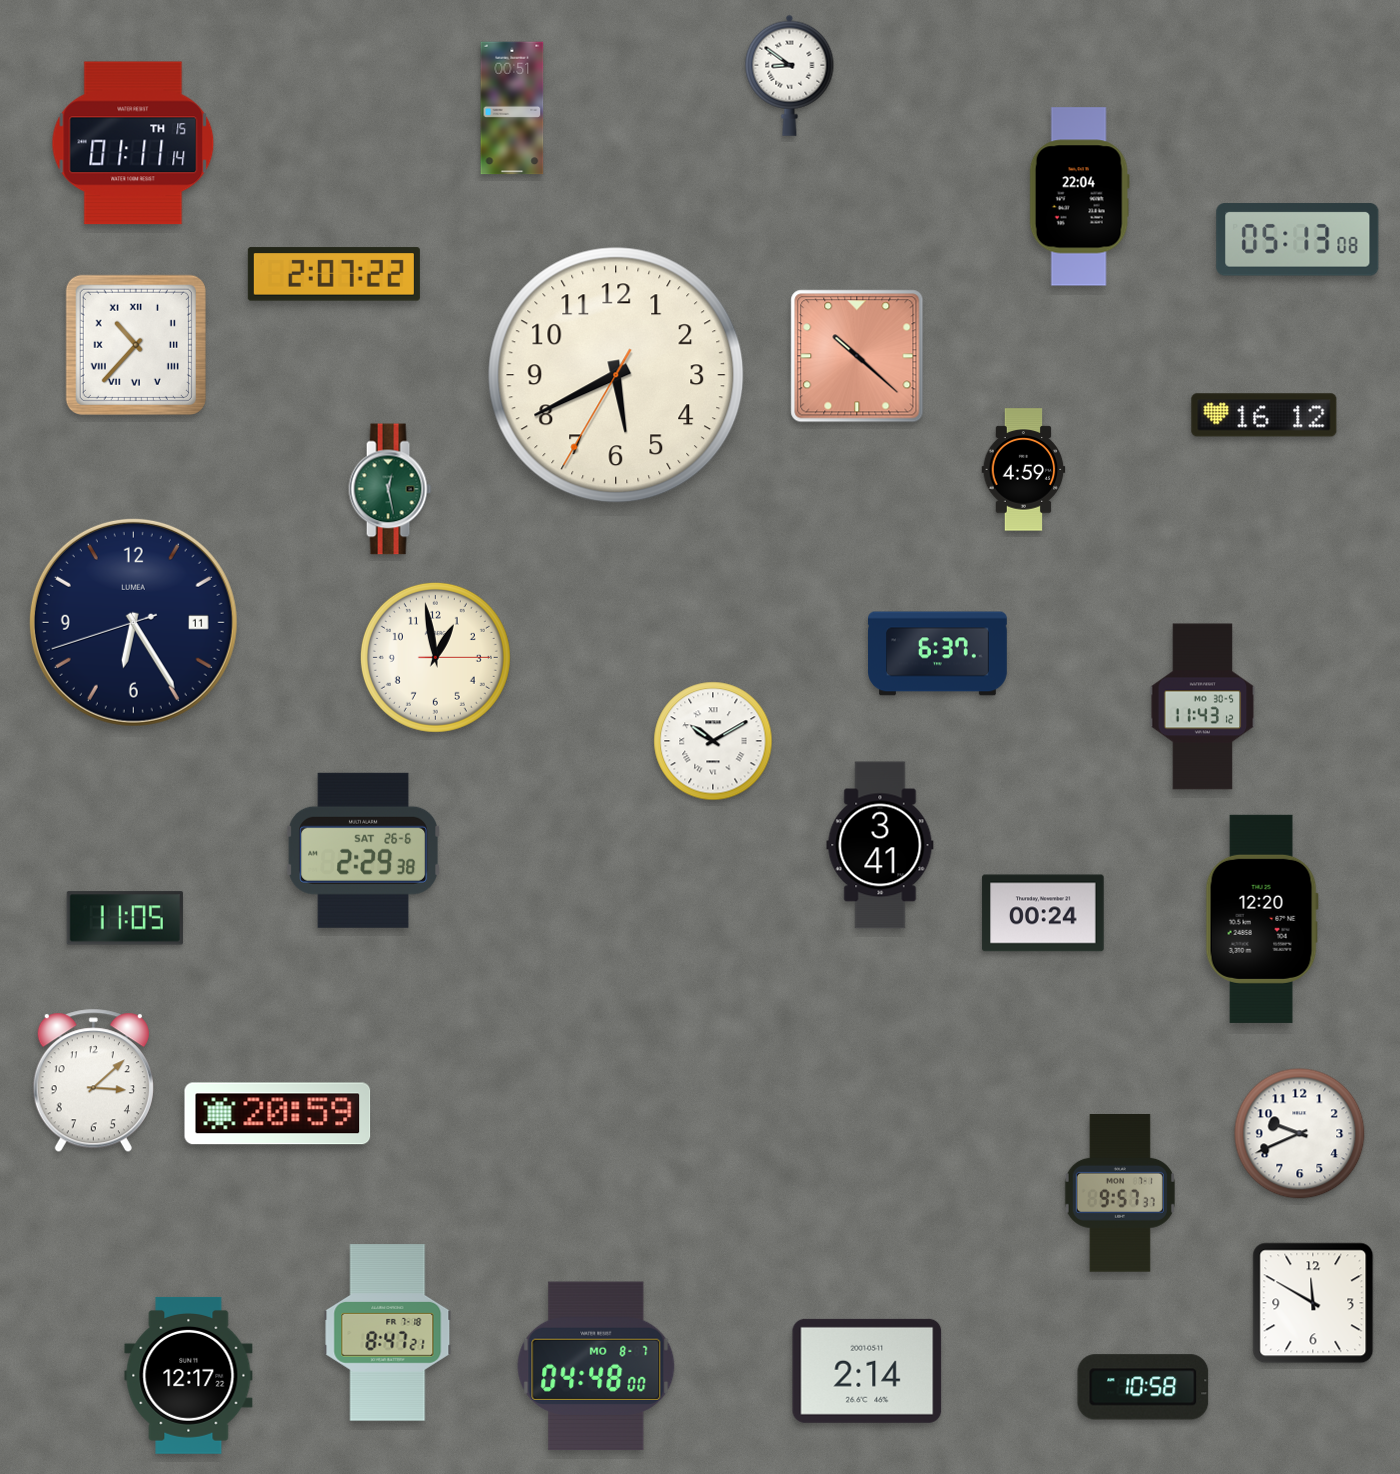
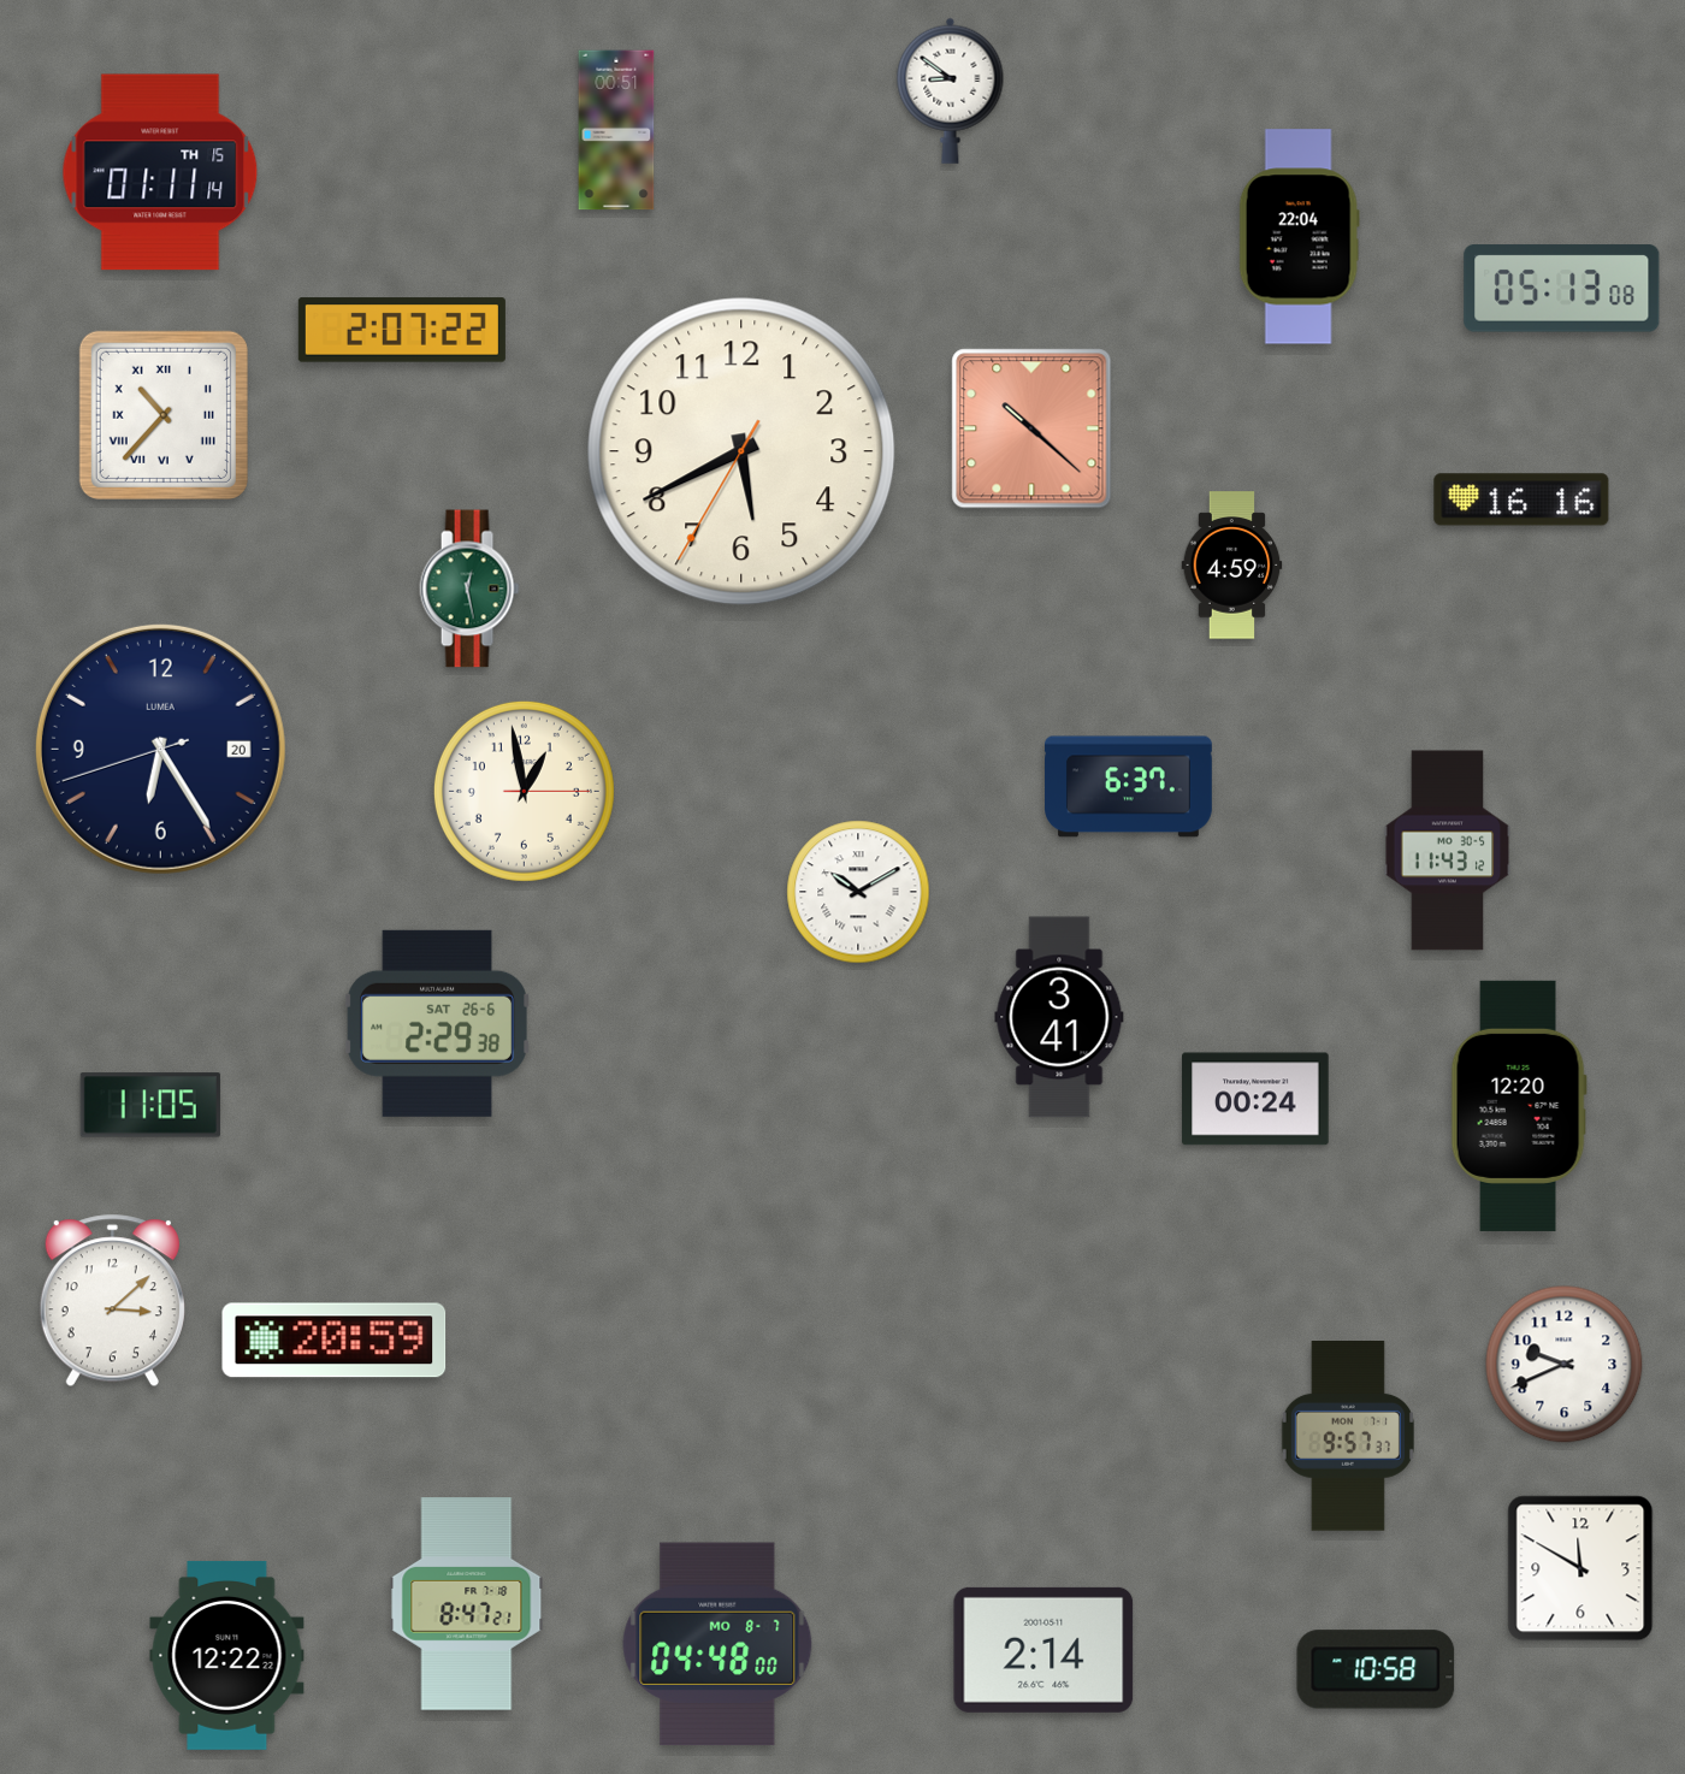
clock at (1264, 415): 16:12 -> 16:16
clock at (133, 622) date: 11 -> 20
clock at (189, 1375): 12:17 -> 12:22
